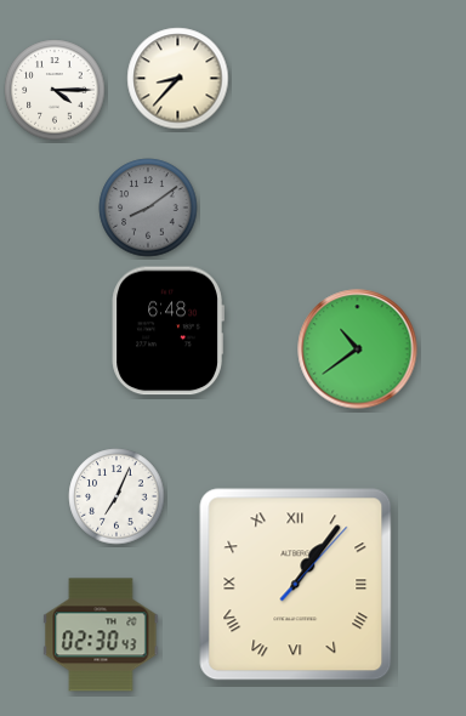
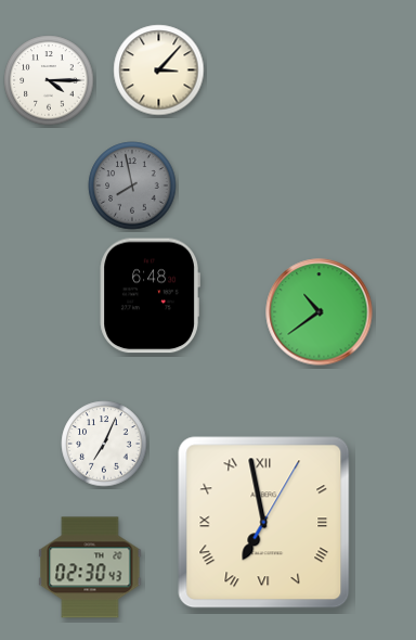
clock at (178, 79): 8:37 -> 3:07
clock at (148, 208): 8:09 -> 7:58
clock at (296, 585): 1:06 -> 6:58
